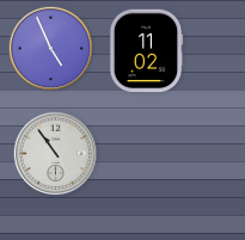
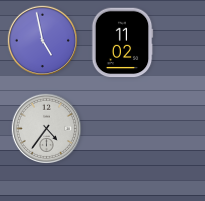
clock at (50, 48): 4:56 -> 4:58
clock at (55, 153): 10:54 -> 4:36
